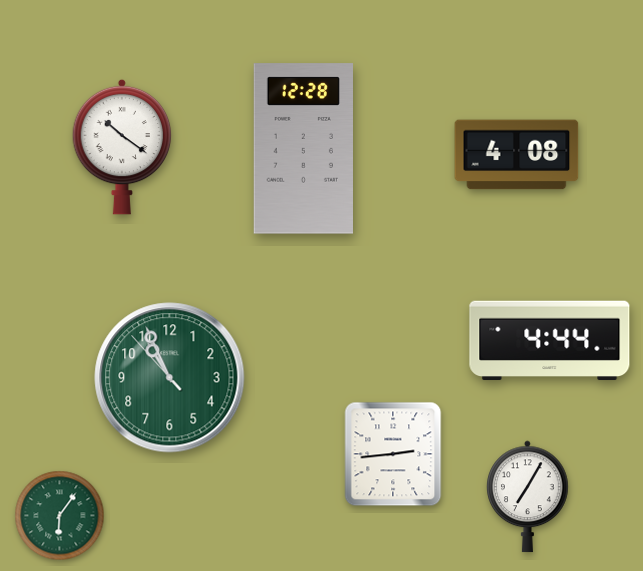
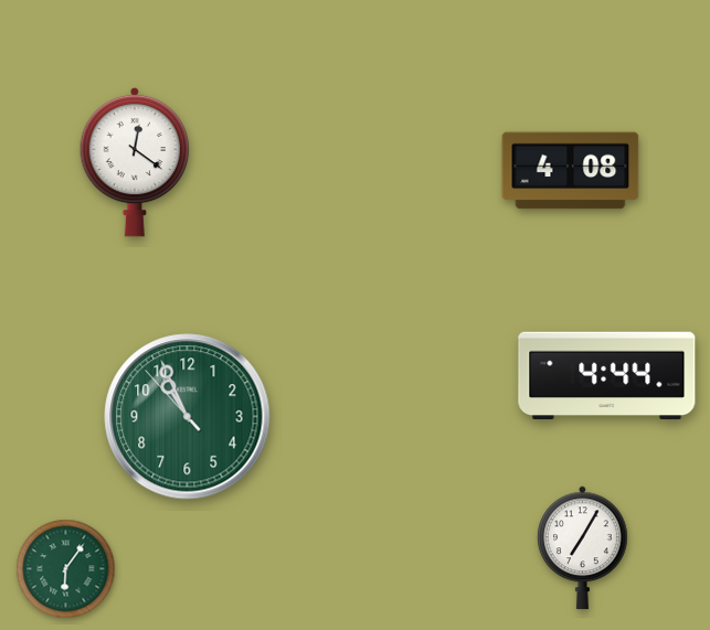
clock at (122, 147): 10:21 -> 12:21
clock at (303, 149): 12:28 -> none
clock at (393, 454): 2:44 -> none
